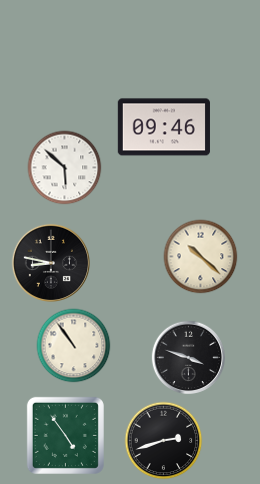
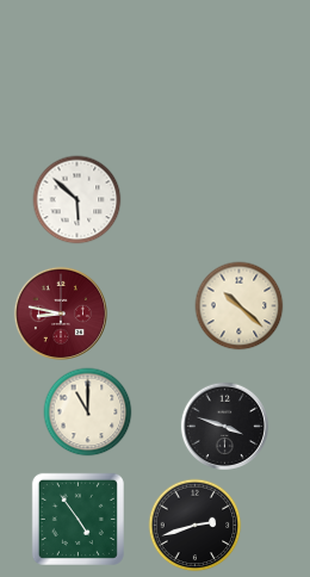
clock at (164, 127): 09:46 -> none
clock at (51, 263) dial: black -> burgundy
clock at (74, 346): 10:54 -> 11:00
